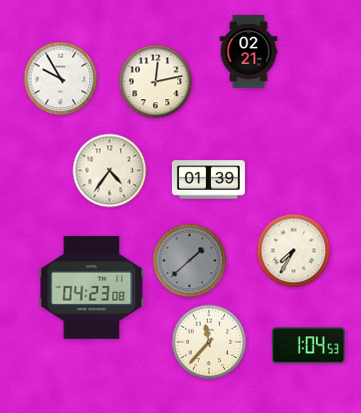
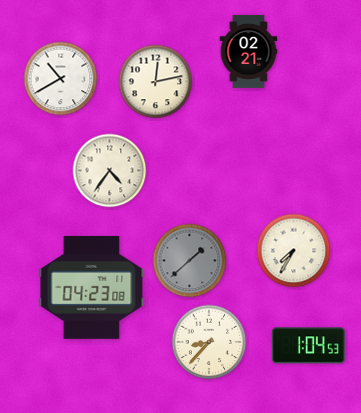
clock at (61, 79): 9:55 -> 10:40
clock at (208, 180): 01:39 -> none
clock at (209, 342): 11:37 -> 8:37
